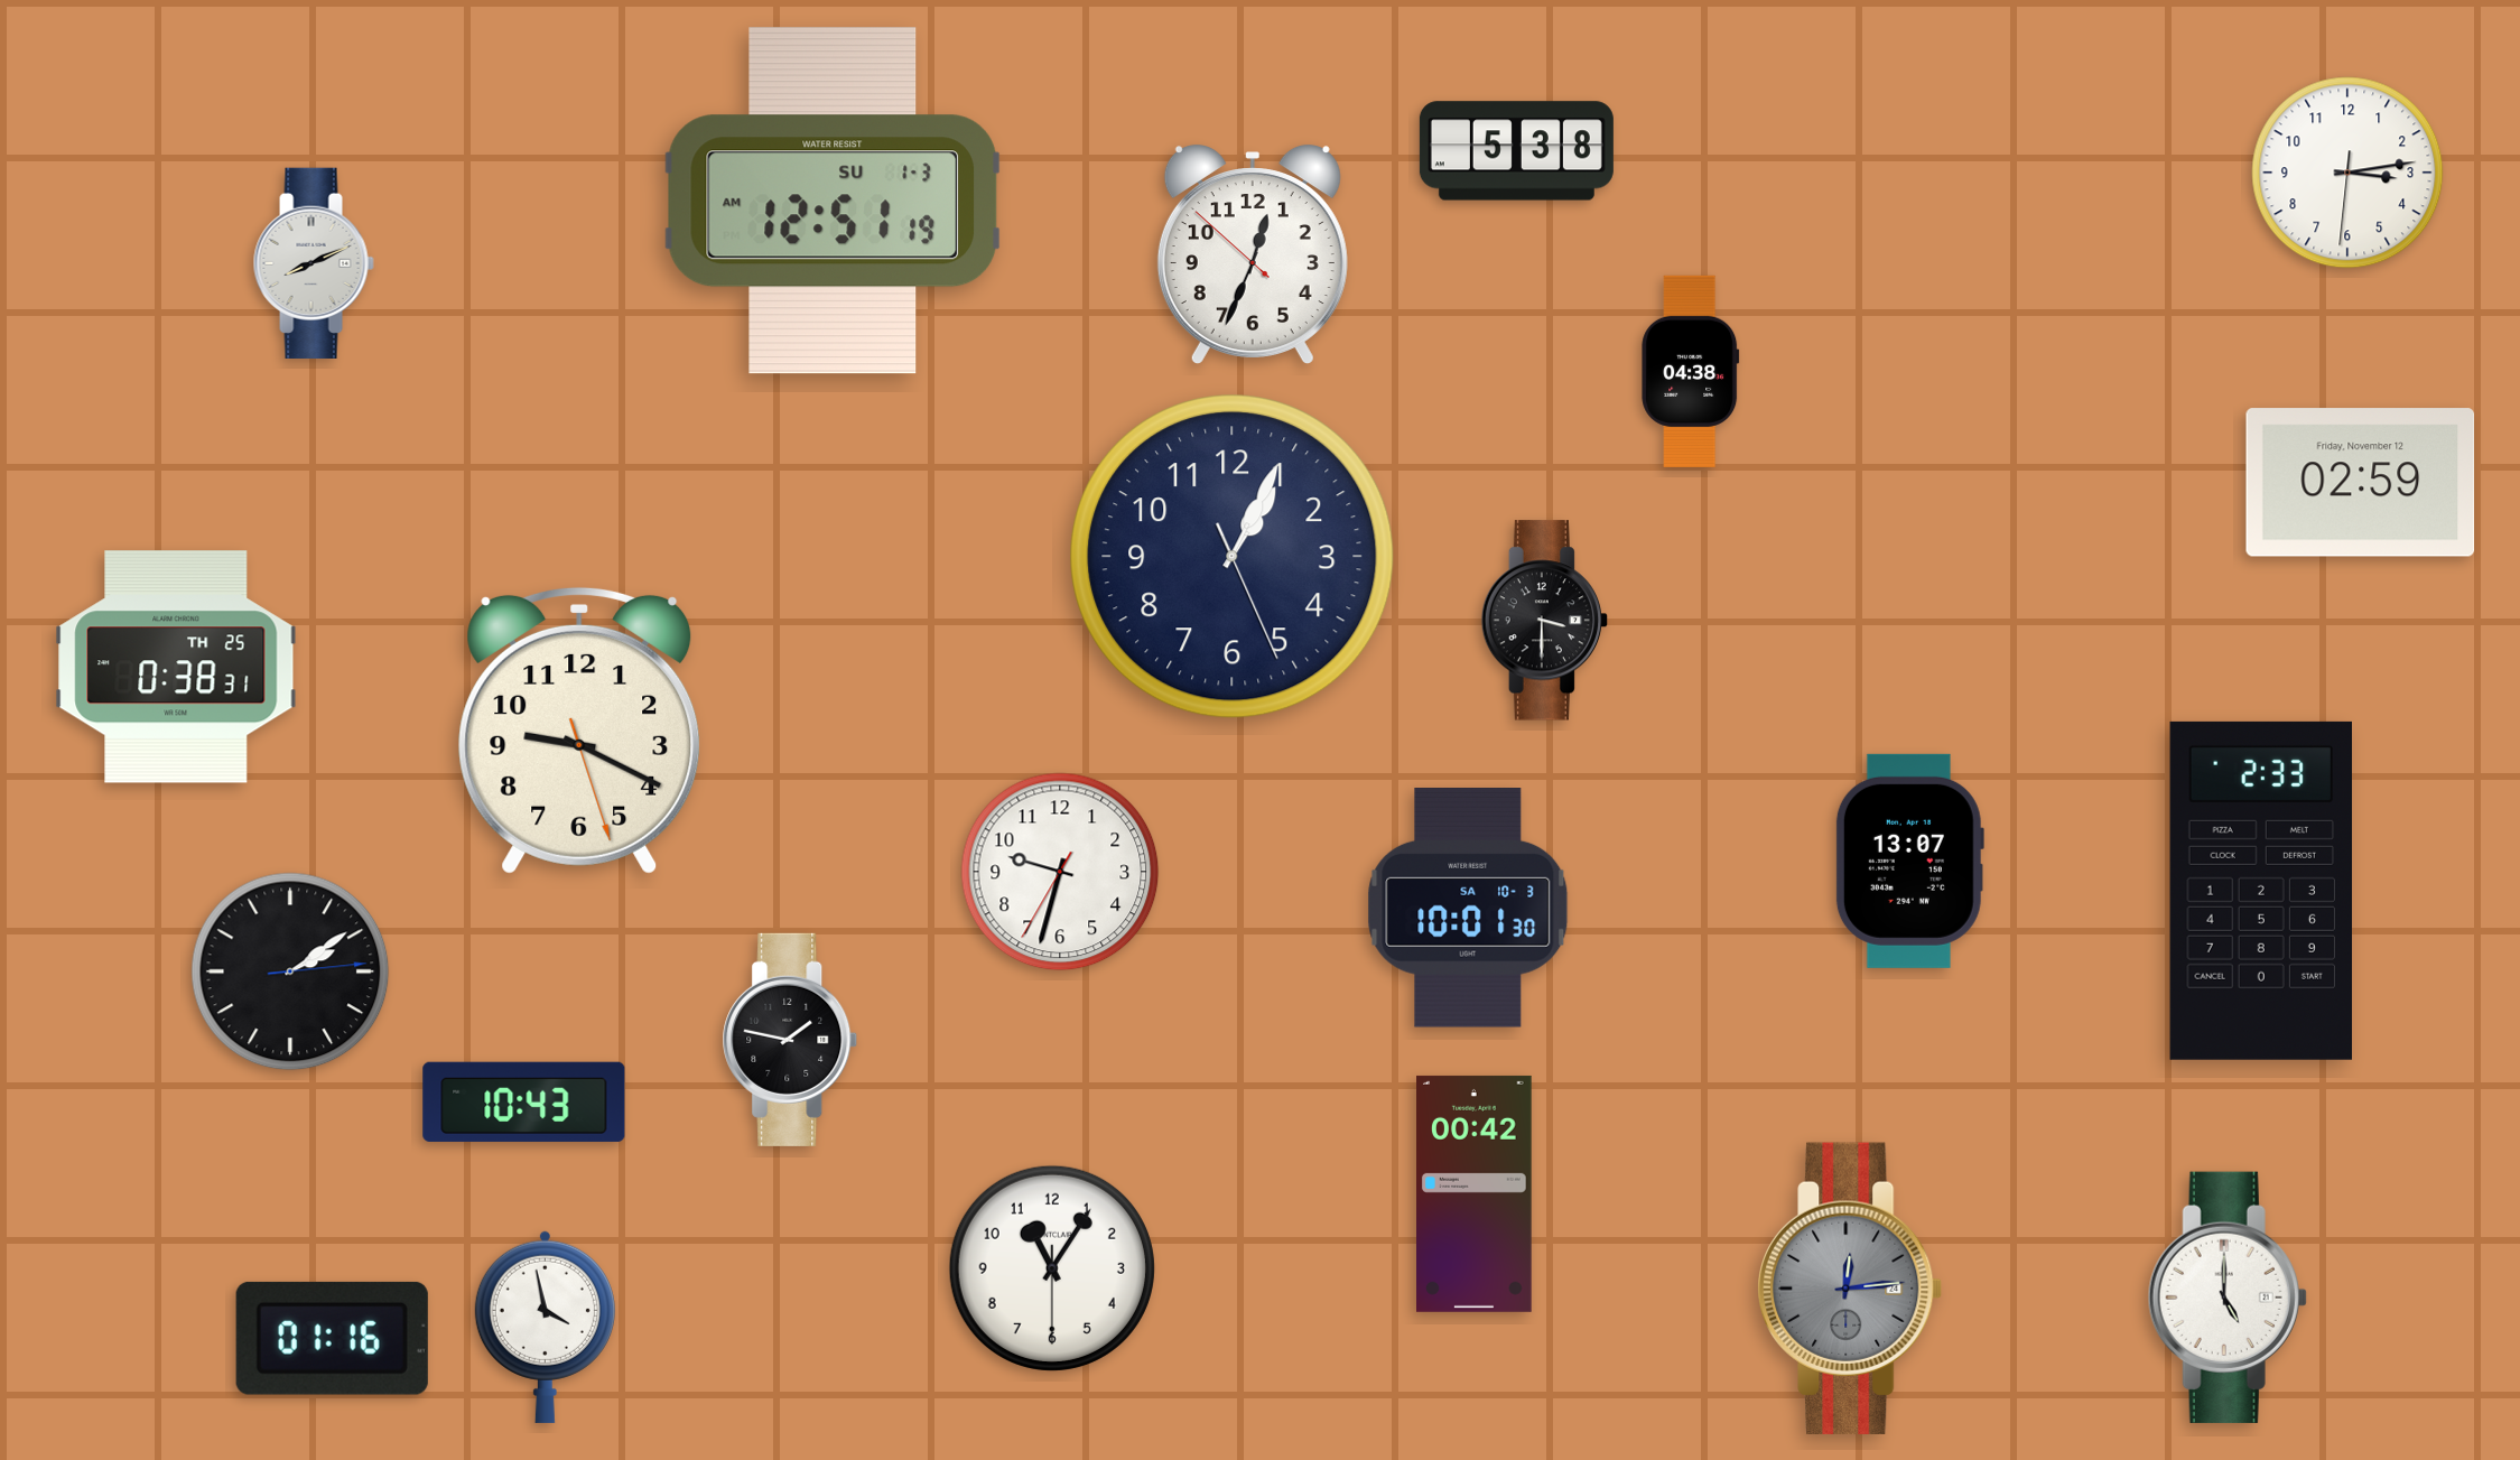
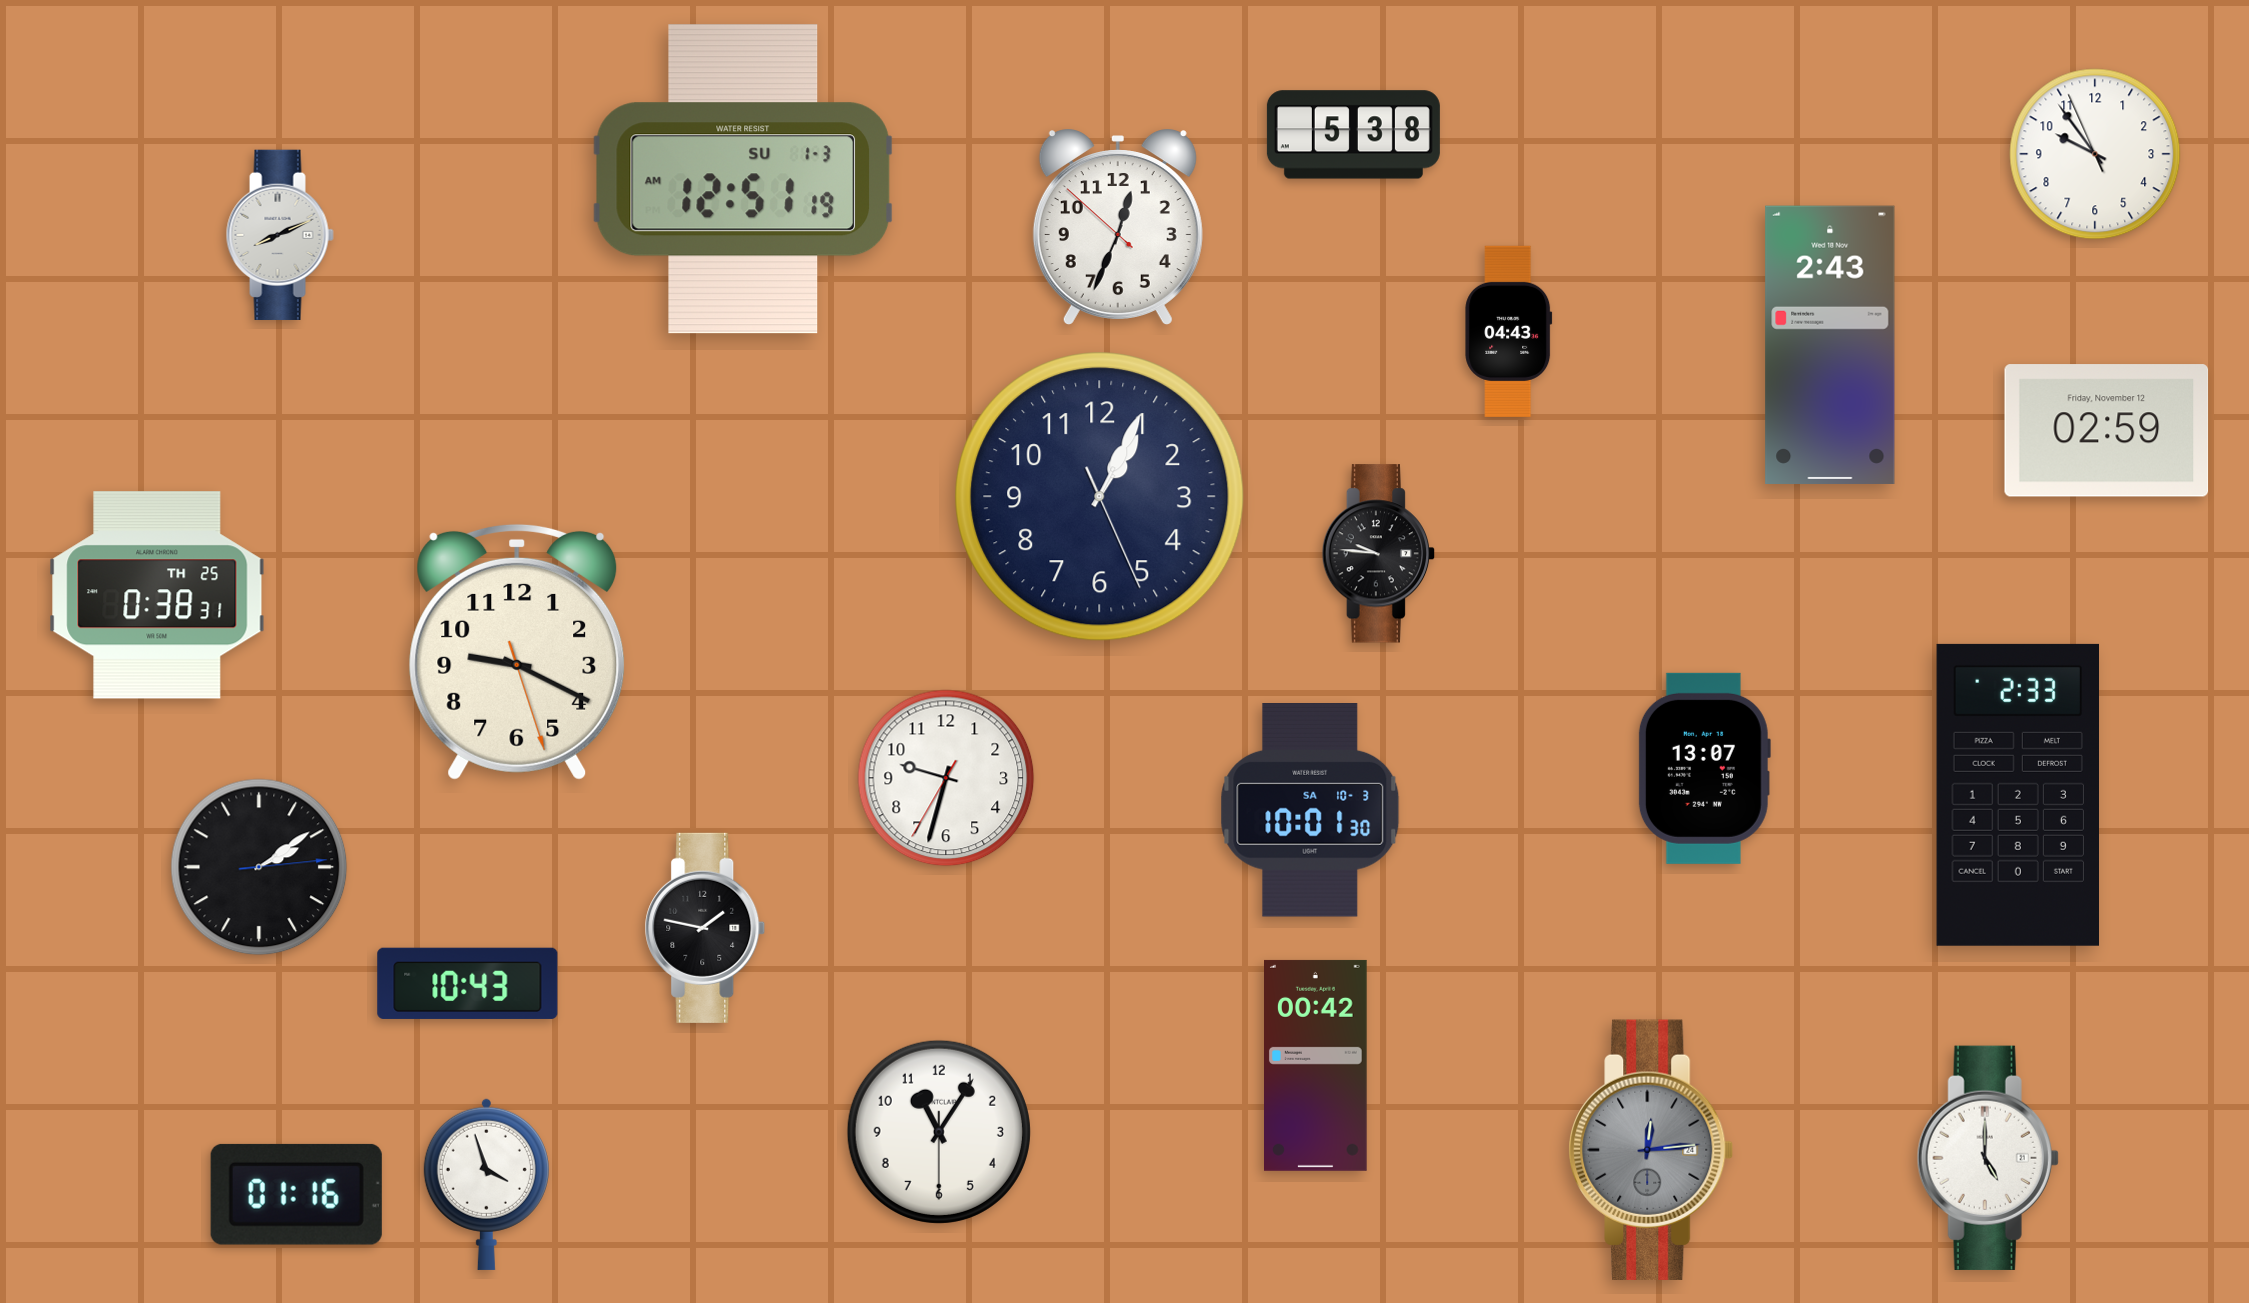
clock at (2347, 173): 3:13 -> 9:53
clock at (1691, 371): 04:38 -> 04:43
clock at (1830, 345): none -> 2:43
clock at (1545, 621): 3:30 -> 9:46
clock at (545, 1327): 3:58 -> 3:57
